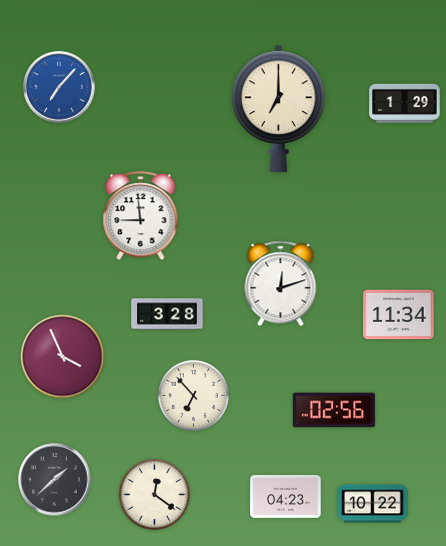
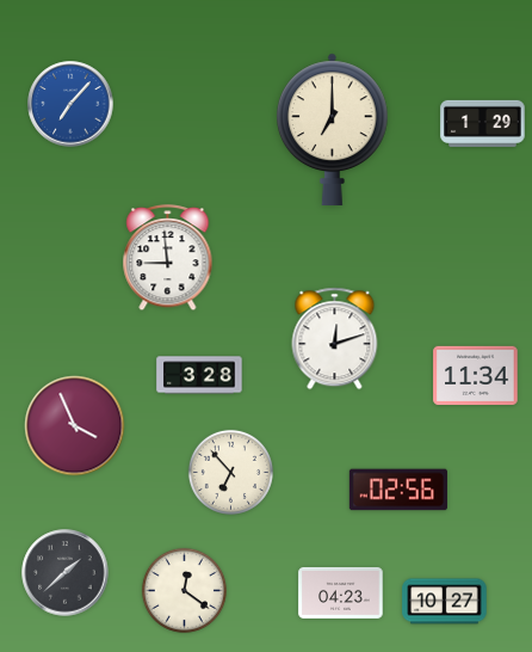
clock at (373, 504): 10:22 -> 10:27
